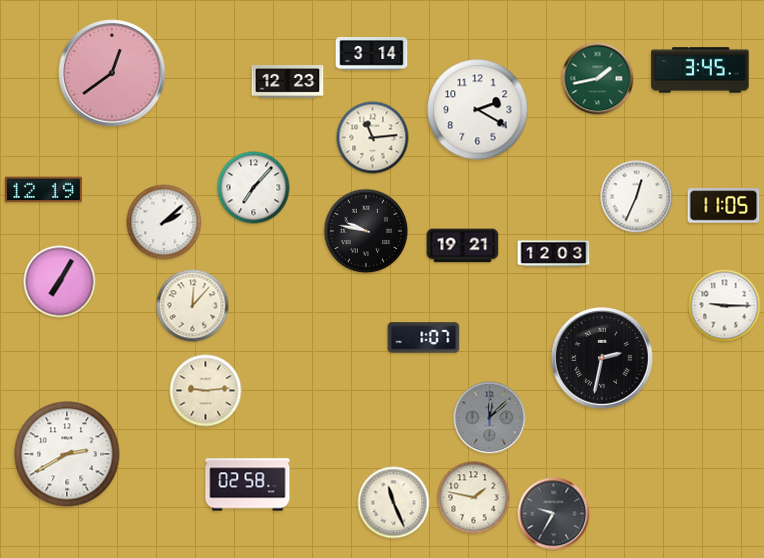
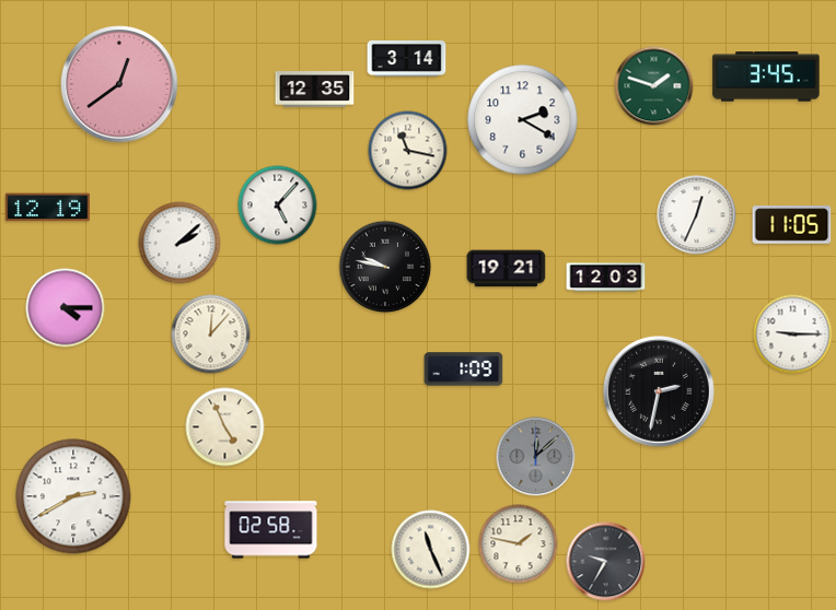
clock at (112, 73) position: (112, 73) -> (119, 84)
clock at (598, 79): 1:43 -> 1:48
clock at (288, 82): 12:23 -> 12:35
clock at (373, 138): 11:14 -> 11:17
clock at (254, 188): 7:07 -> 5:07
clock at (366, 231) position: (366, 231) -> (385, 267)
clock at (60, 282): 7:05 -> 4:15
clock at (424, 338): 1:07 -> 1:09
clock at (206, 391): 9:14 -> 4:56
